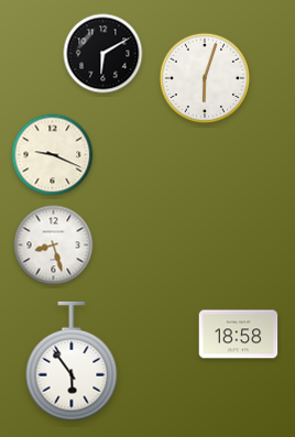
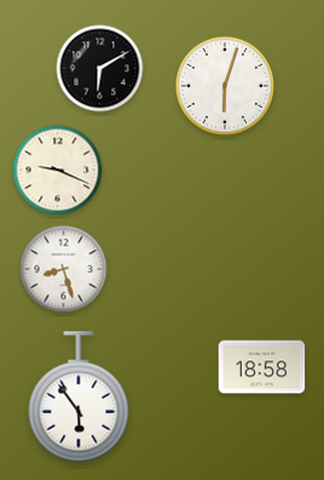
clock at (103, 54) position: (103, 54) -> (100, 69)
clock at (54, 245) position: (54, 245) -> (64, 270)
